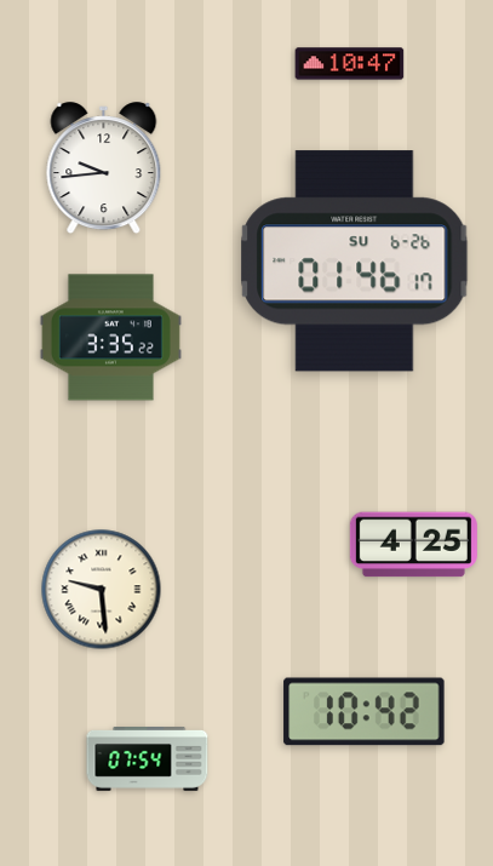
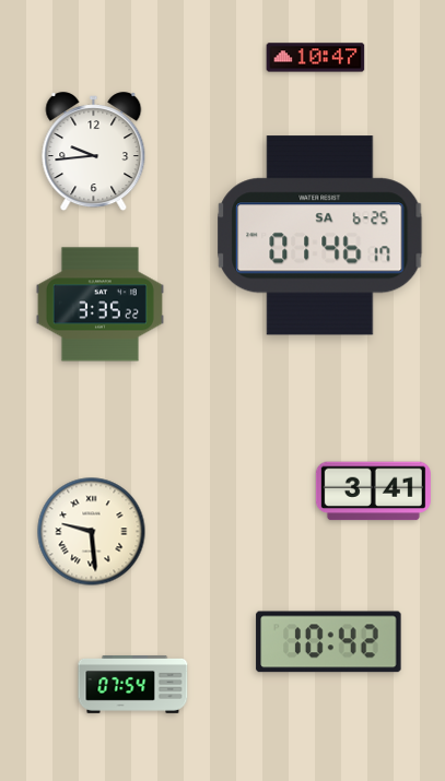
clock at (355, 262) date: SU 6-26 -> SA 6-25
clock at (413, 545): 4:25 -> 3:41
